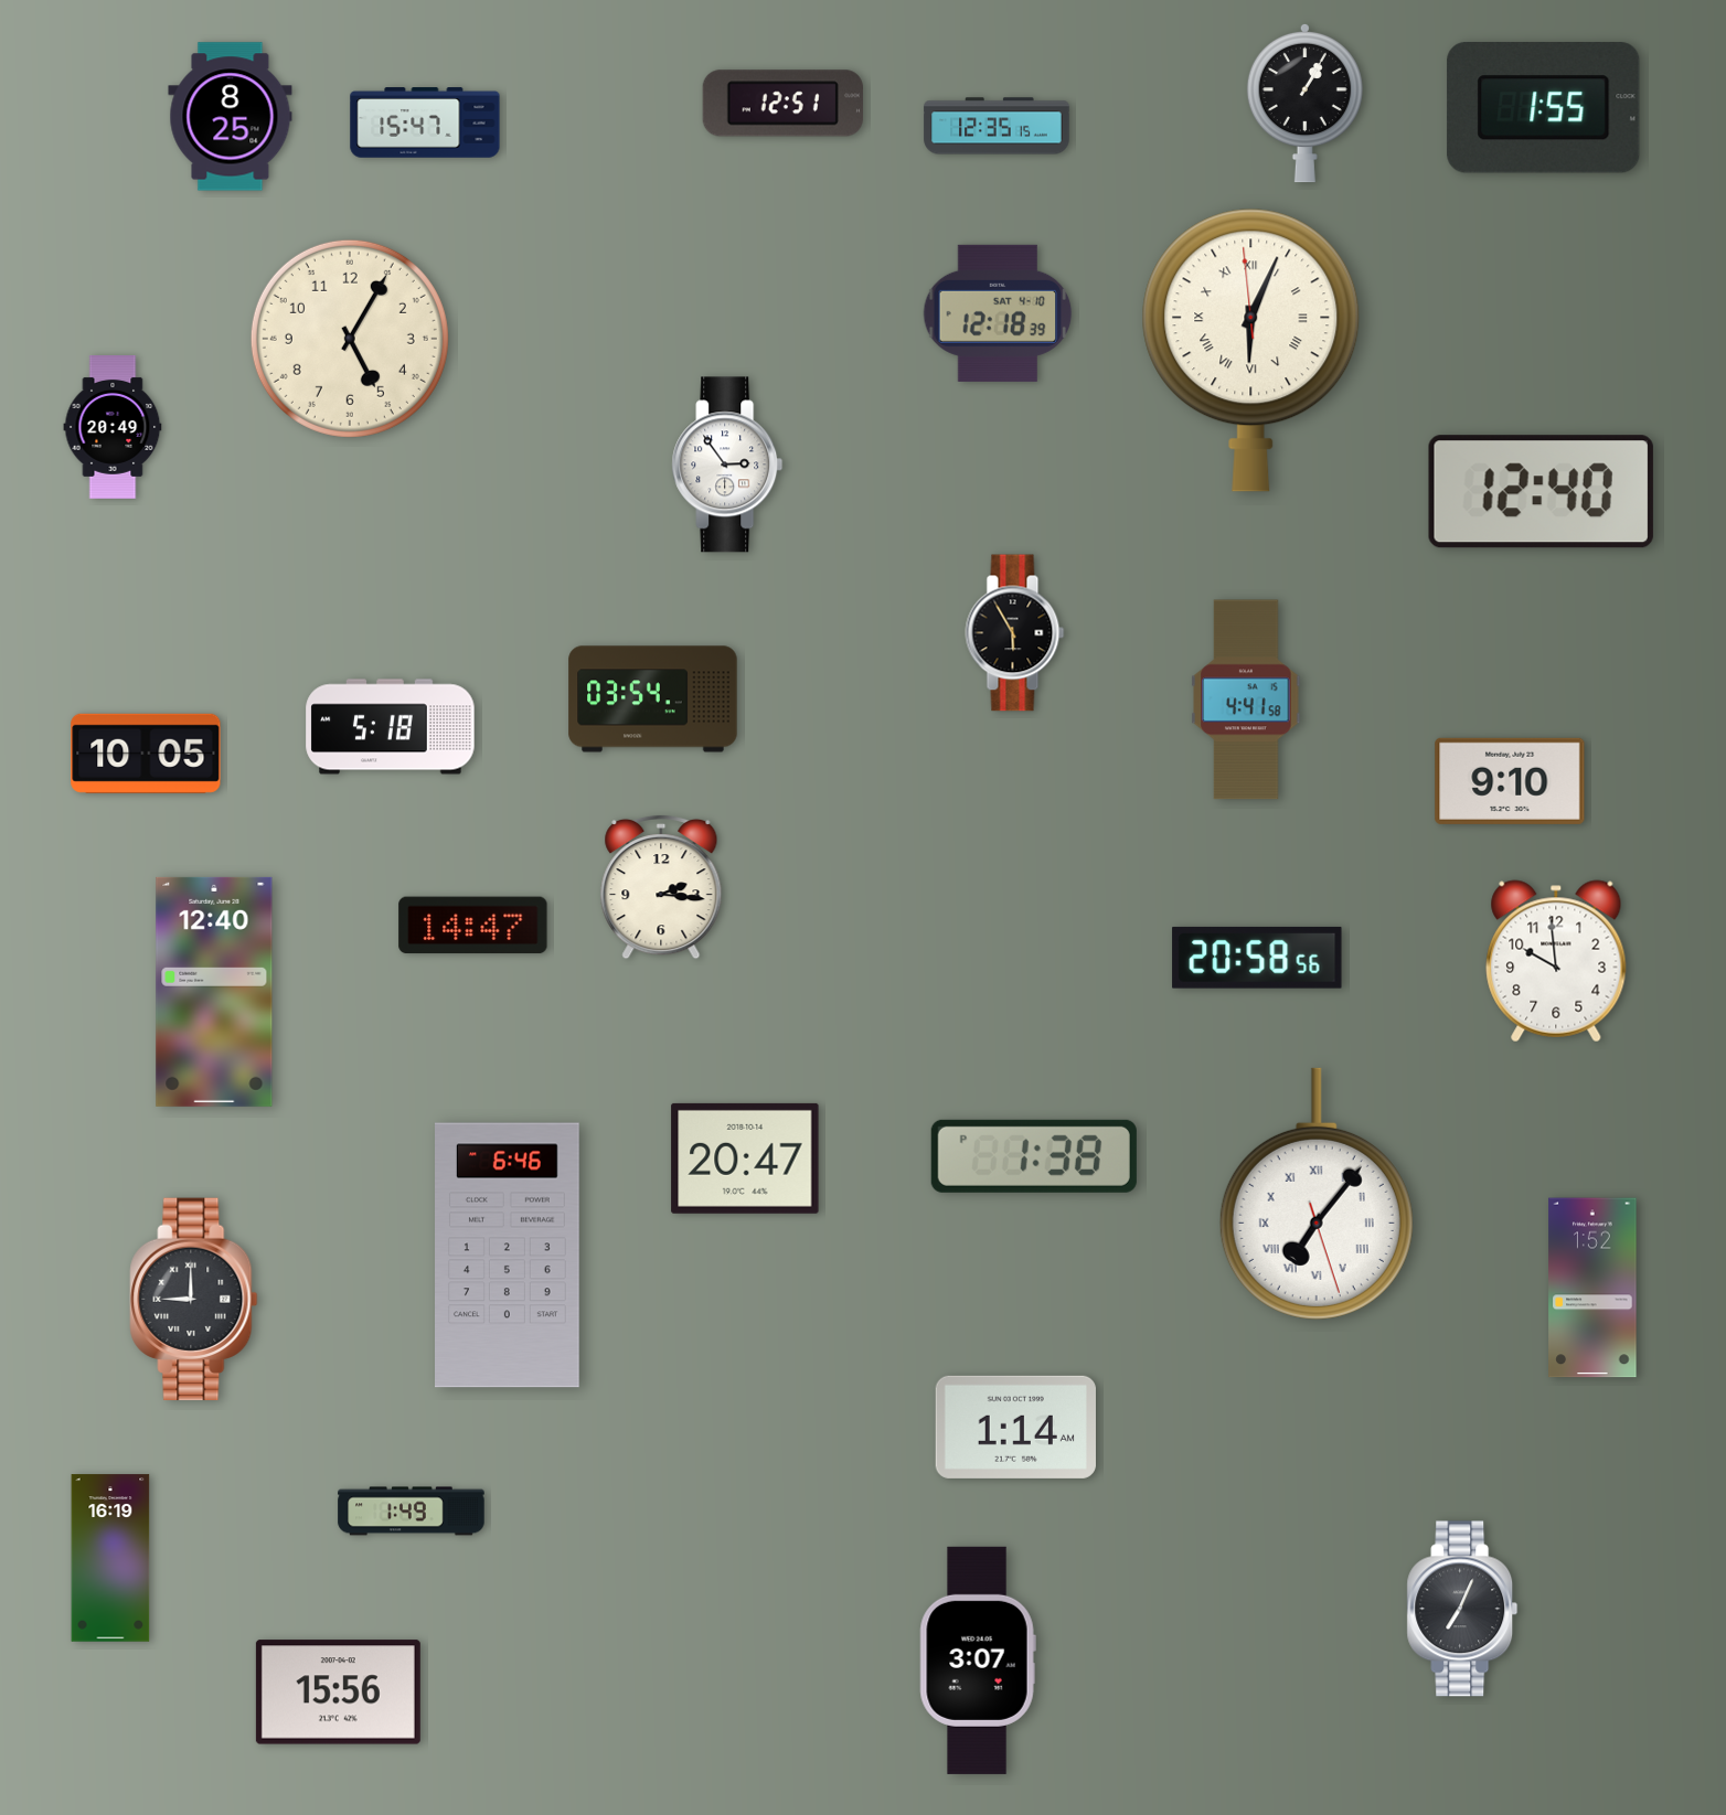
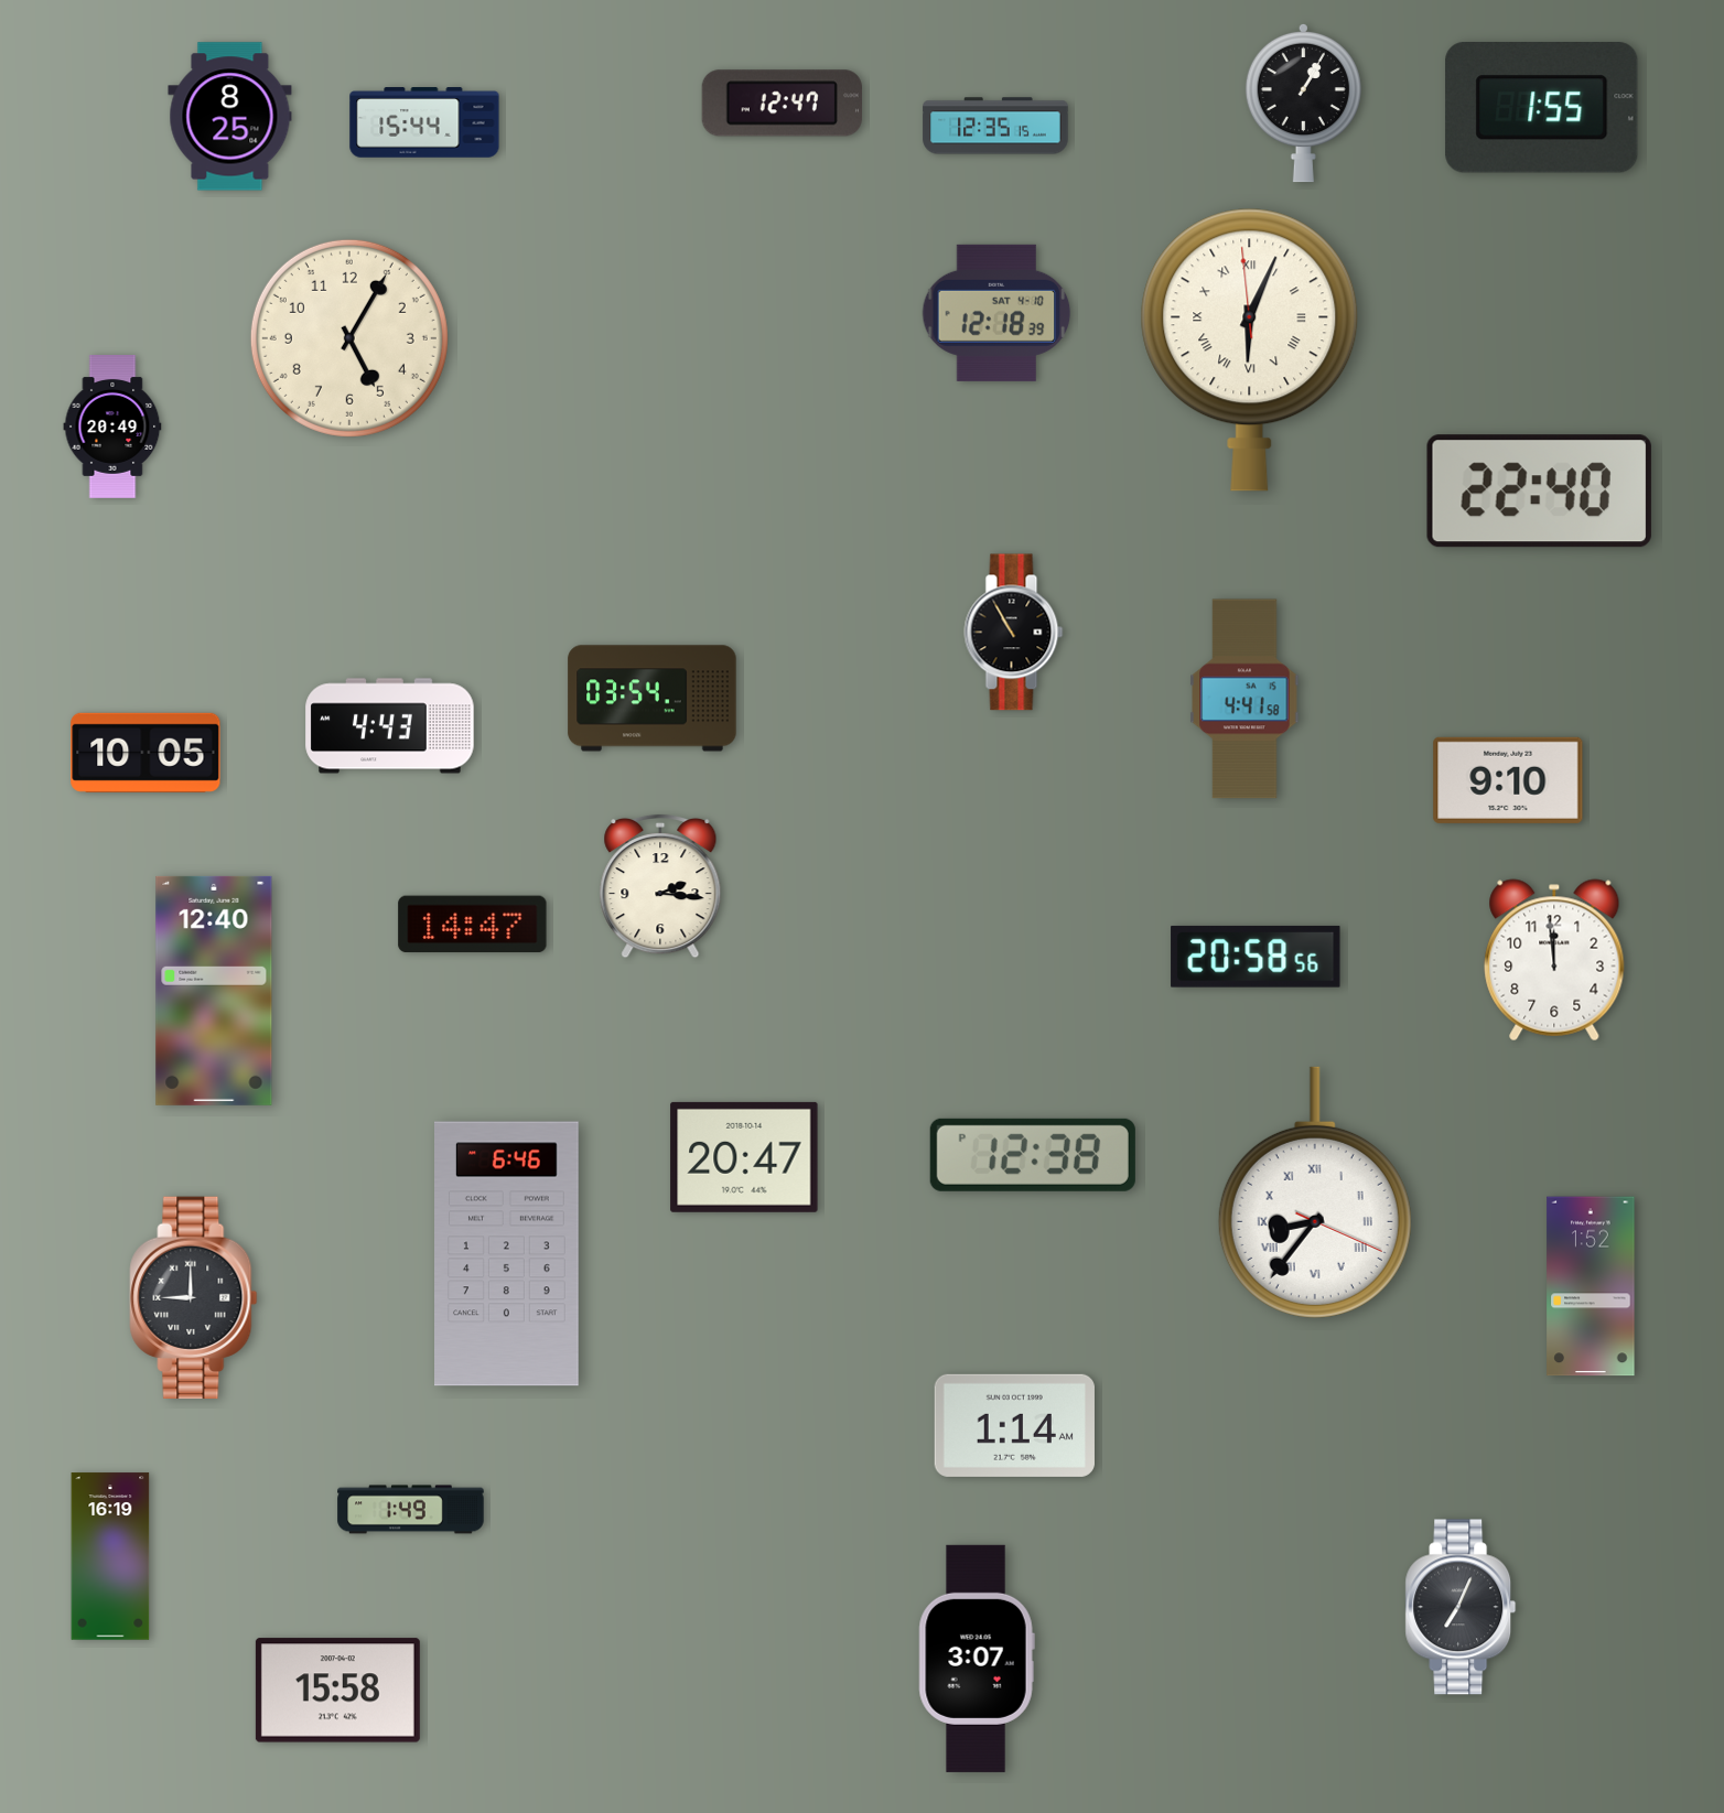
clock at (782, 104): 12:51 -> 12:47
clock at (425, 122): 15:47 -> 15:44
clock at (727, 465): 2:54 -> none
clock at (1541, 492): 12:40 -> 22:40
clock at (1015, 633): 5:55 -> 10:55
clock at (391, 727): 5:18 -> 4:43
clock at (1556, 961): 9:59 -> 11:59
clock at (1034, 1156): 1:38 -> 12:38
clock at (1317, 1194): 7:06 -> 8:36
clock at (338, 1693): 15:56 -> 15:58
